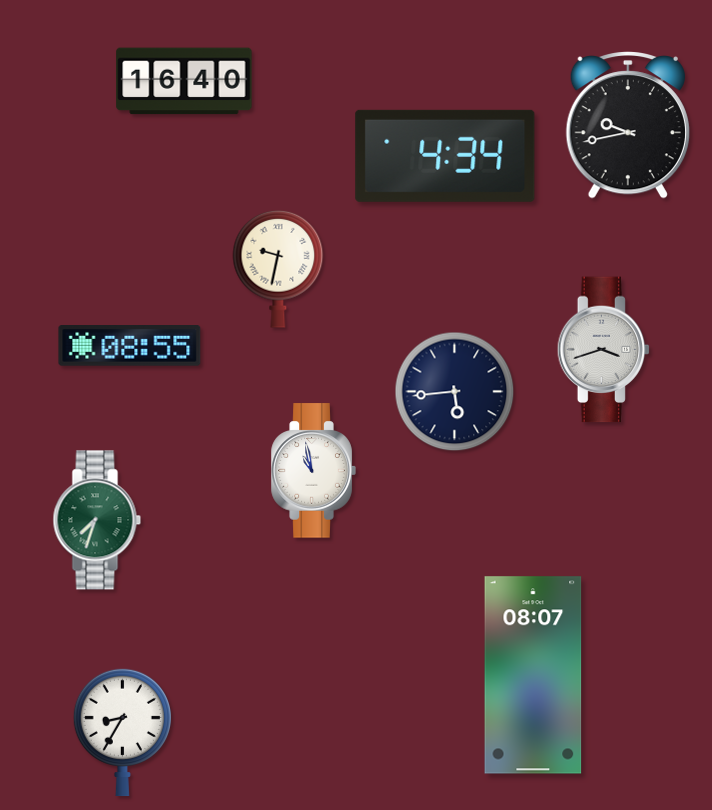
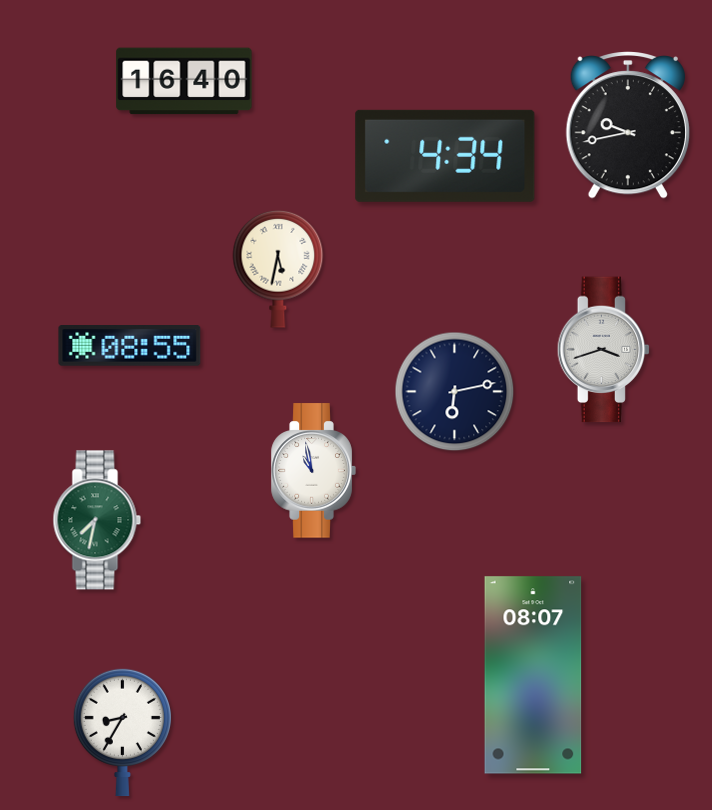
clock at (278, 269): 9:32 -> 5:32
clock at (455, 392): 5:44 -> 6:13
clock at (97, 520): 7:33 -> 7:32
